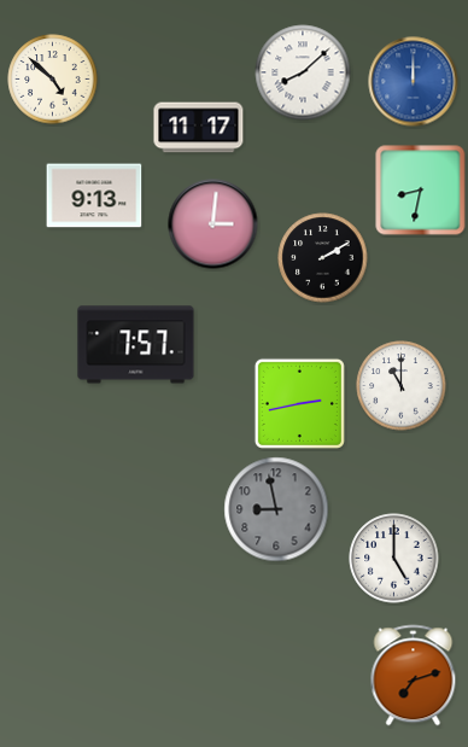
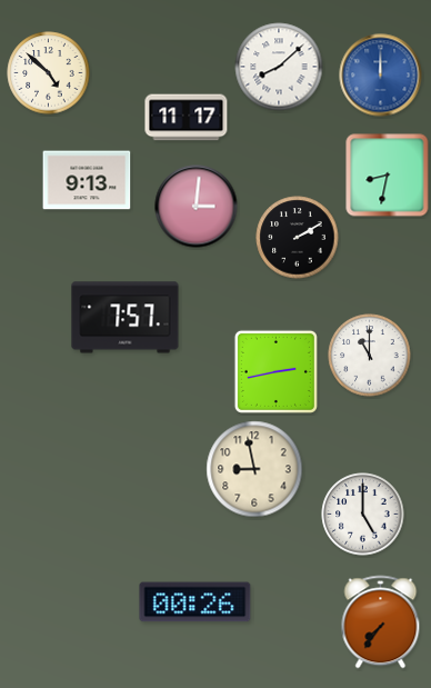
clock at (199, 128) position: (199, 128) -> (187, 118)
clock at (276, 509) dial: grey -> cream
clock at (196, 602): none -> 00:26
clock at (414, 676): 7:12 -> 7:36
